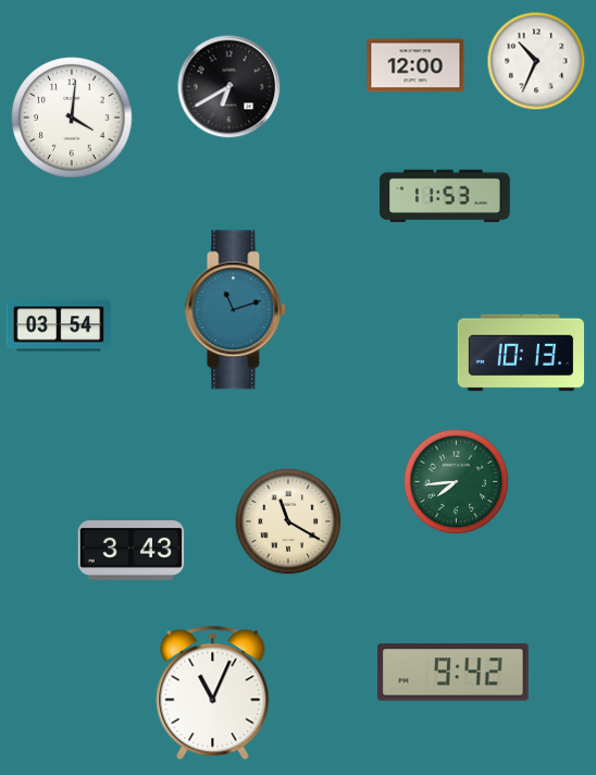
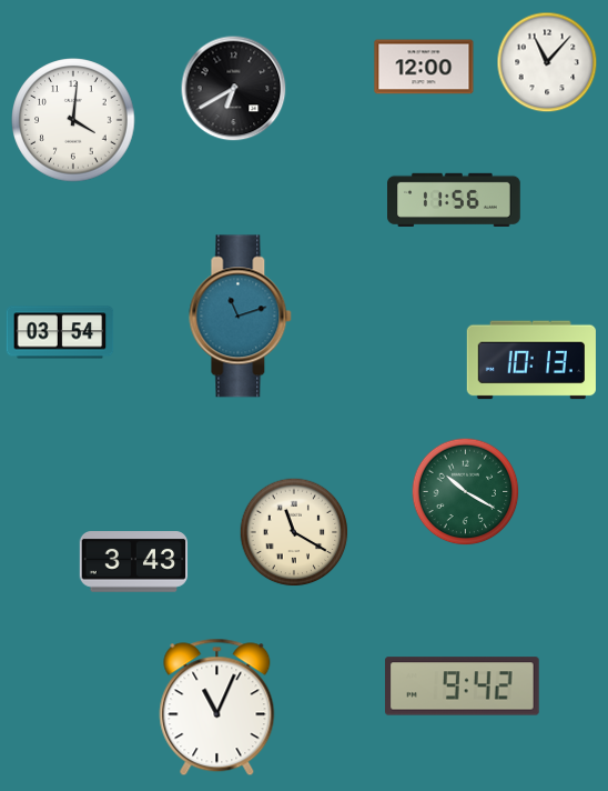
clock at (536, 61): 10:34 -> 11:07
clock at (446, 196): 11:53 -> 11:56
clock at (457, 482): 7:44 -> 10:20
